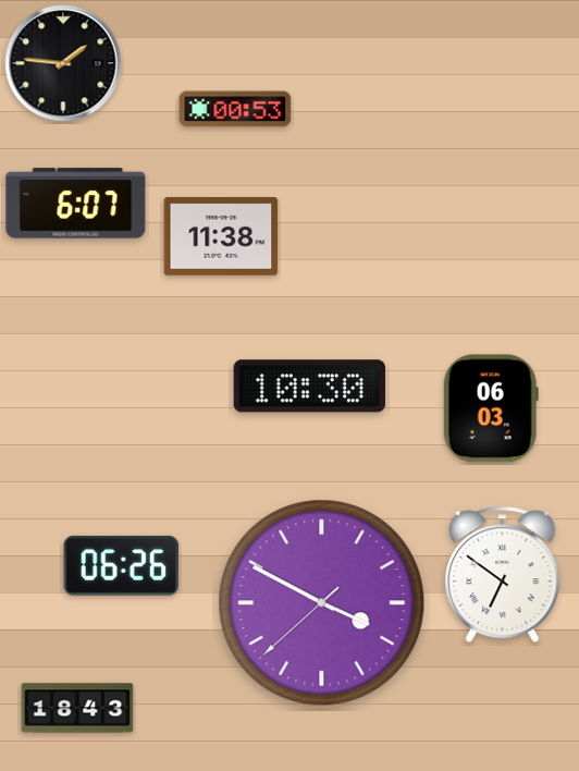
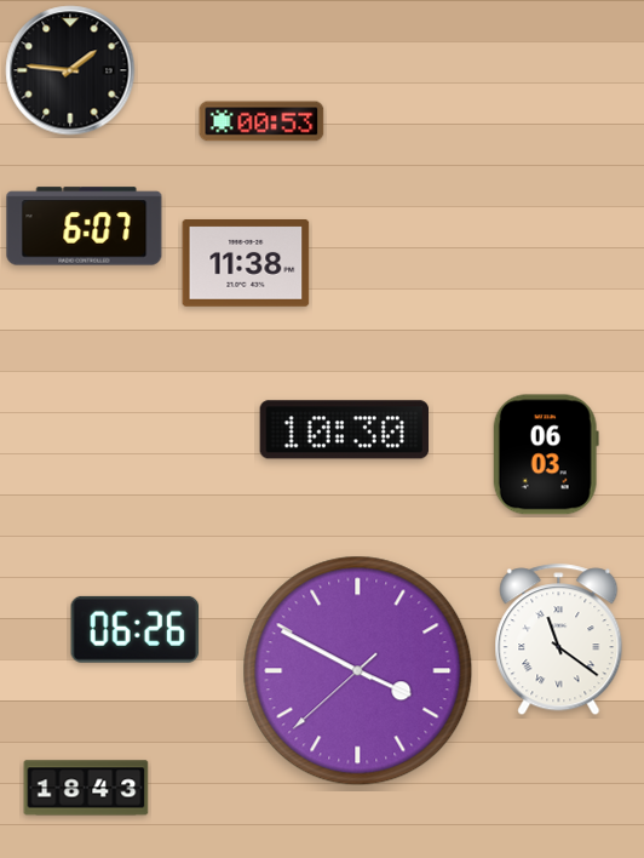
clock at (503, 575): 6:51 -> 11:21
